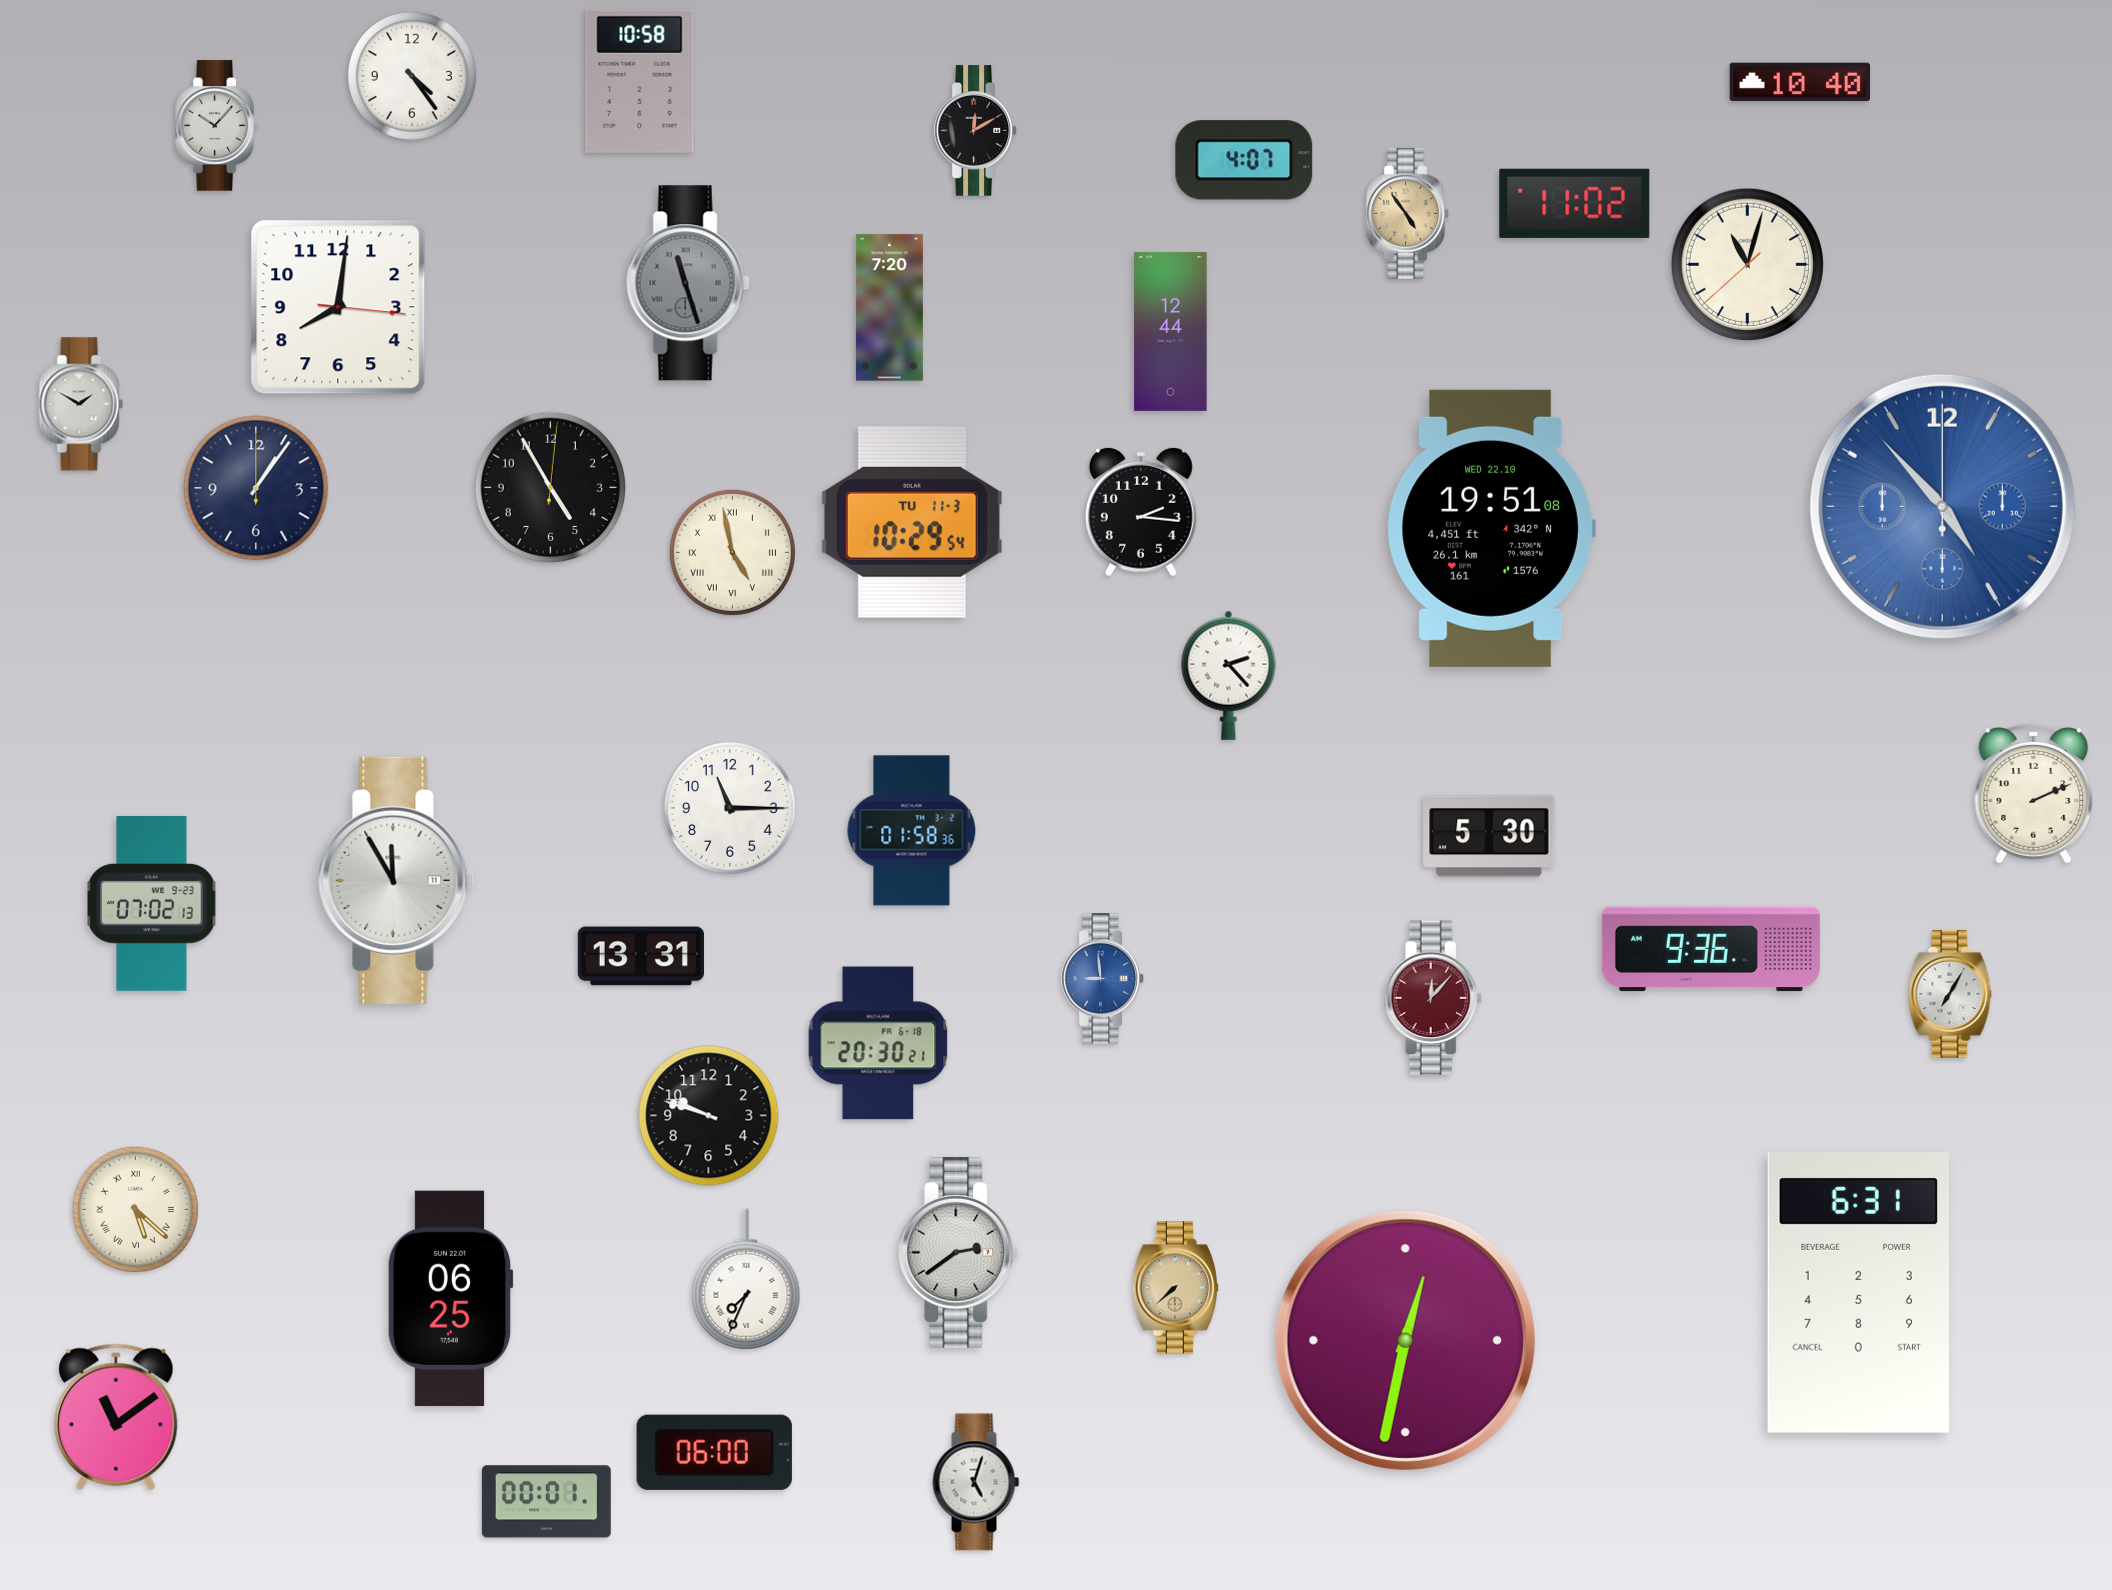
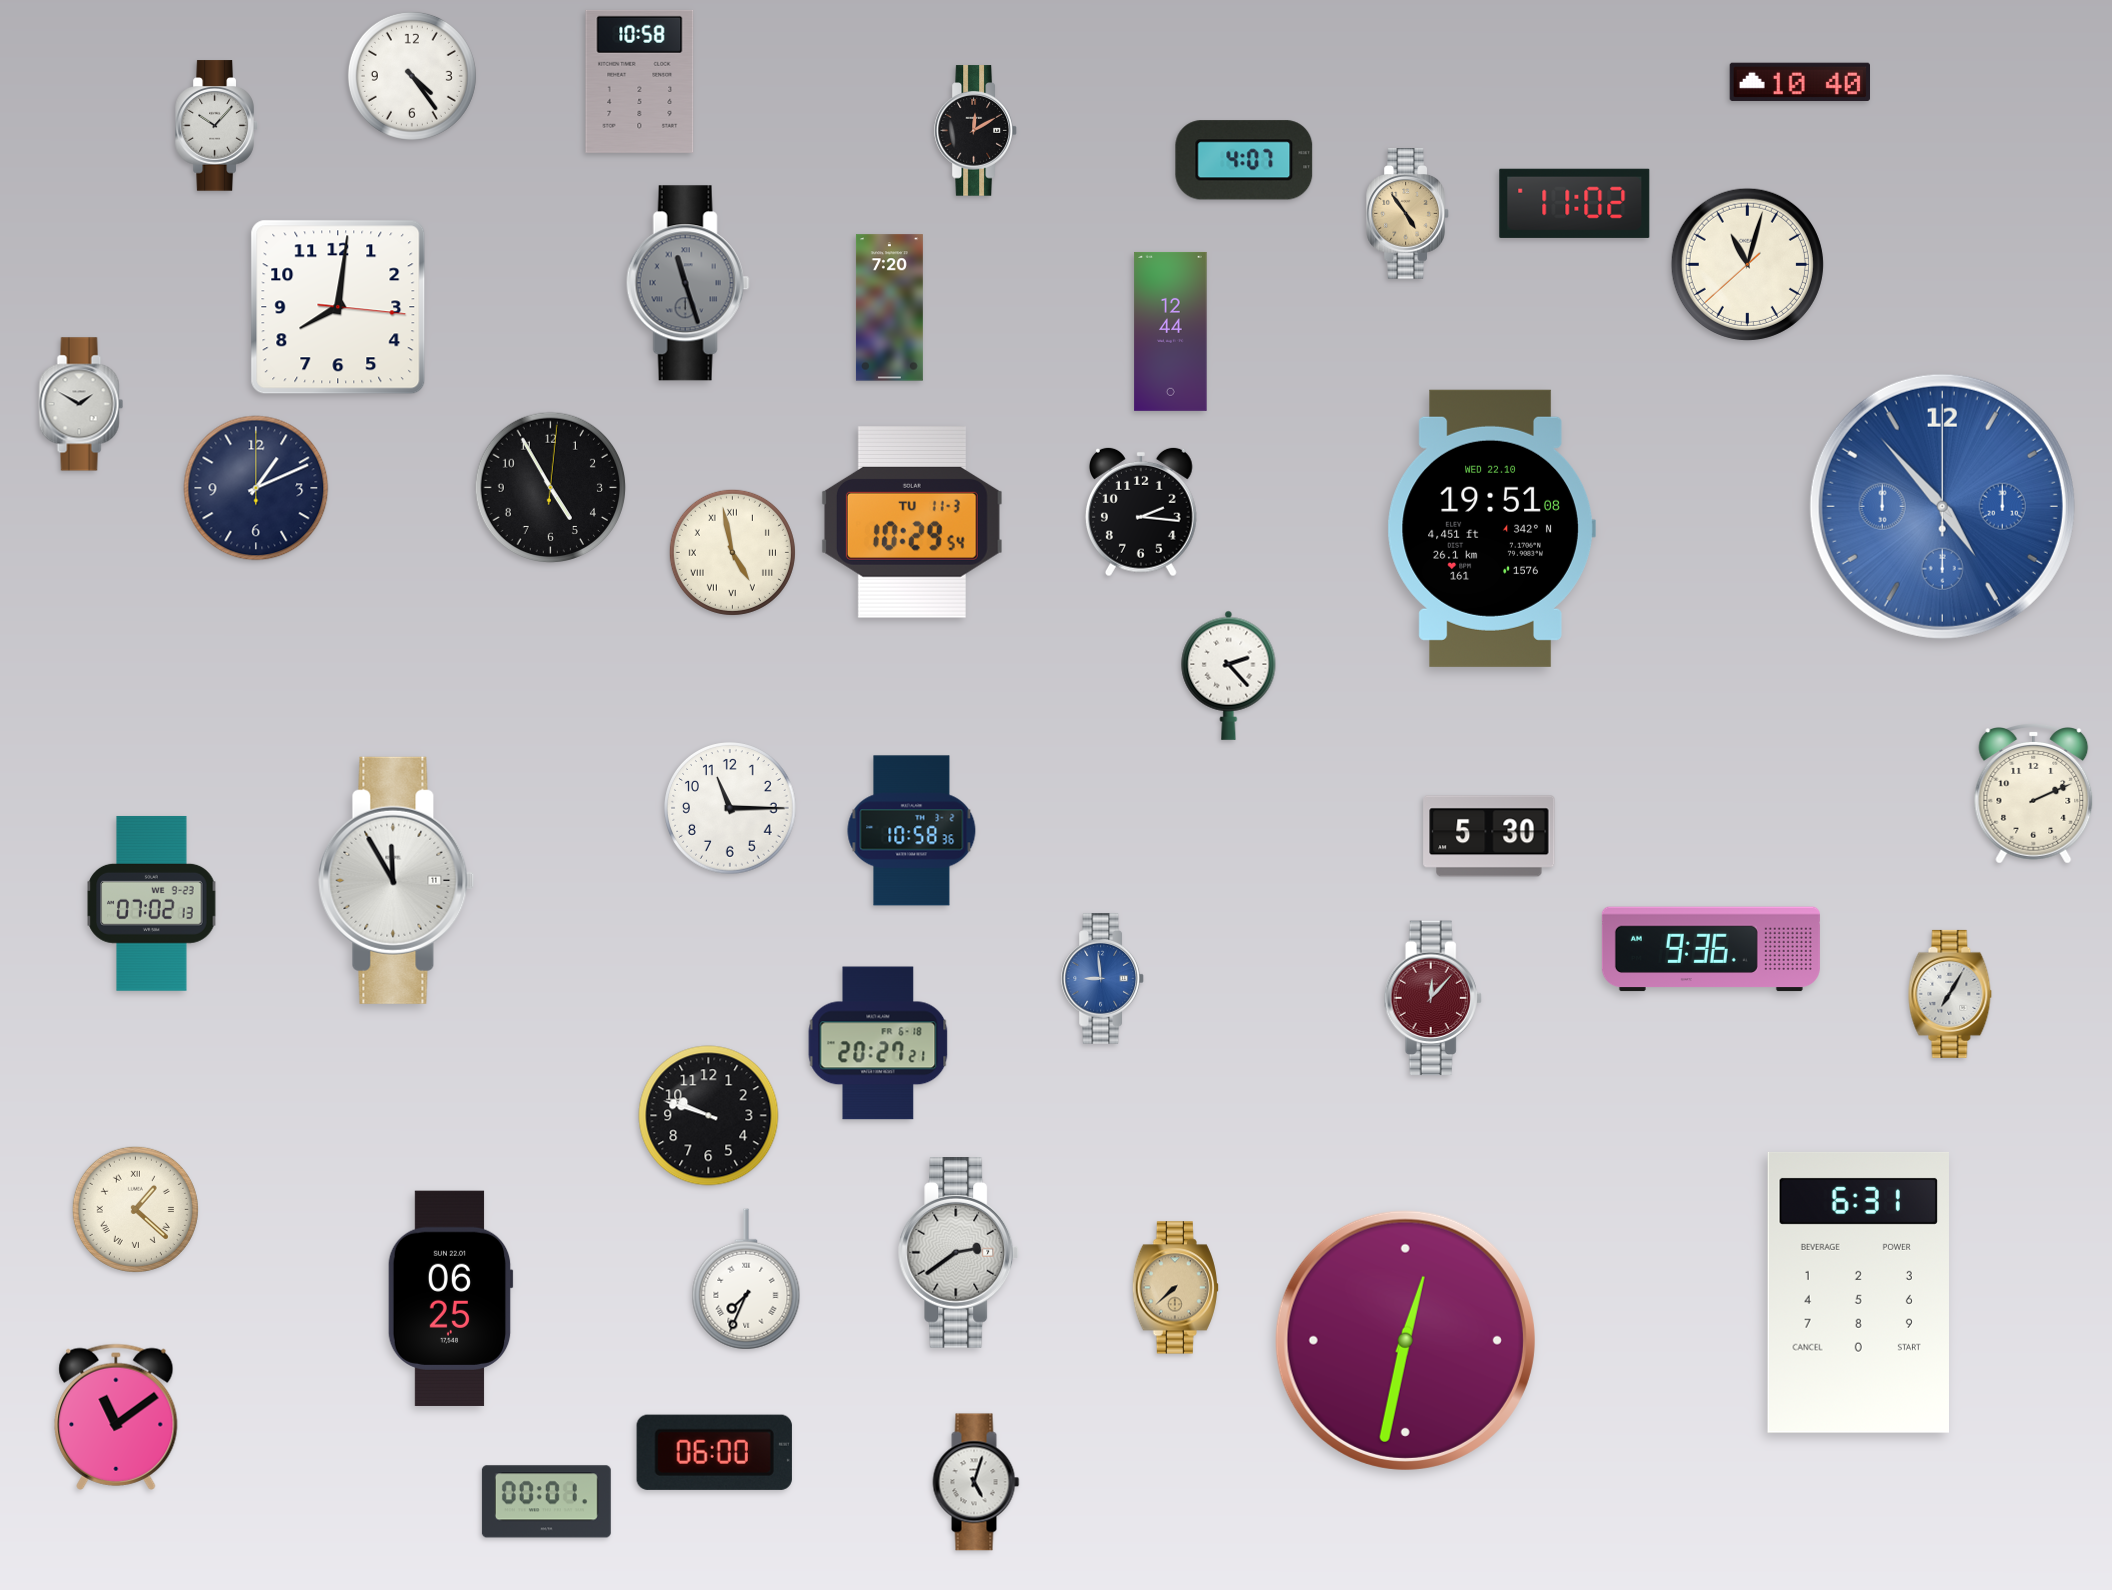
clock at (256, 488): 1:06 -> 1:11
clock at (912, 831): 01:58 -> 10:58
clock at (641, 956): 13:31 -> none
clock at (878, 1043): 20:30 -> 20:27
clock at (135, 1209): 5:22 -> 1:22
